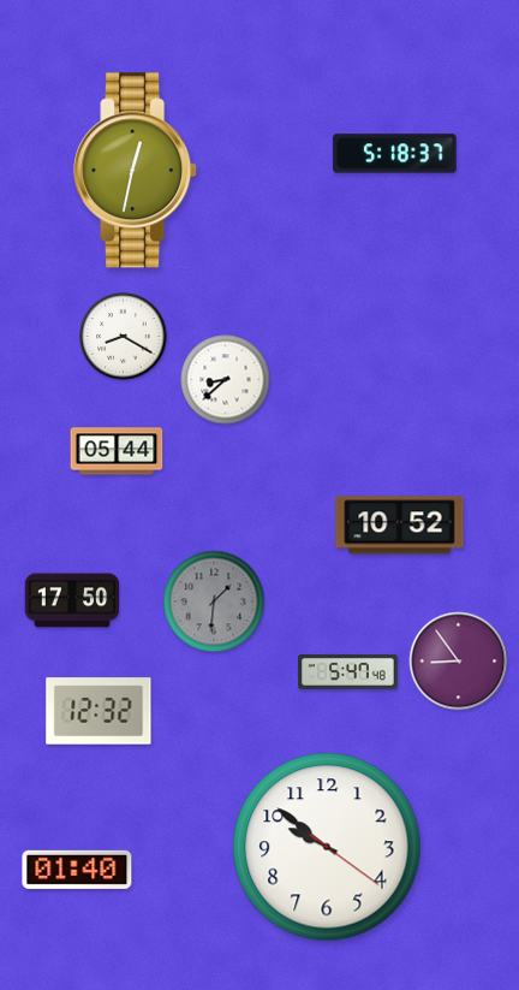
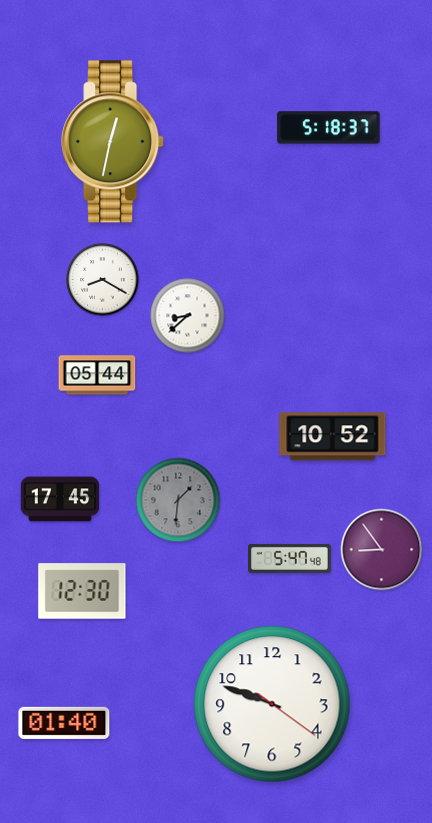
clock at (72, 600): 17:50 -> 17:45
clock at (99, 711): 12:32 -> 12:30
clock at (327, 847): 9:51 -> 9:48
